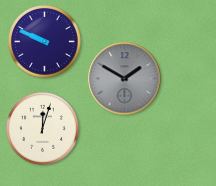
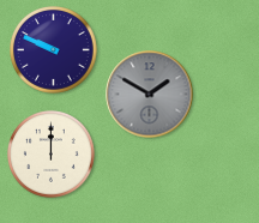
clock at (43, 129): 12:03 -> 12:00
